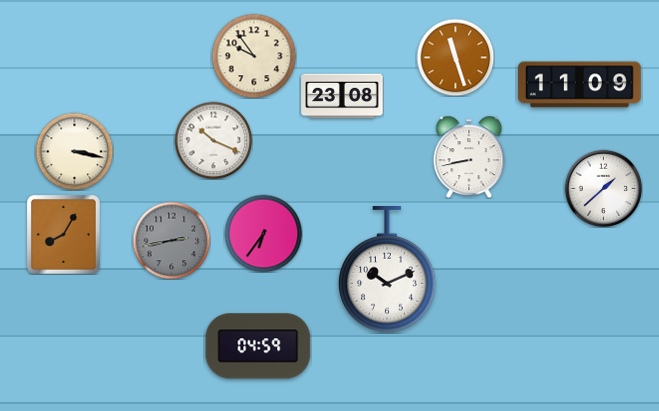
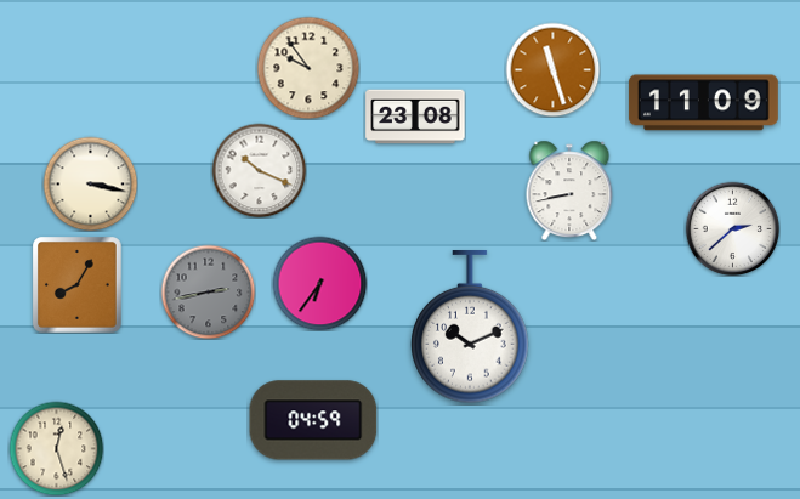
clock at (603, 188): 1:38 -> 2:38
clock at (56, 448): none -> 12:27
